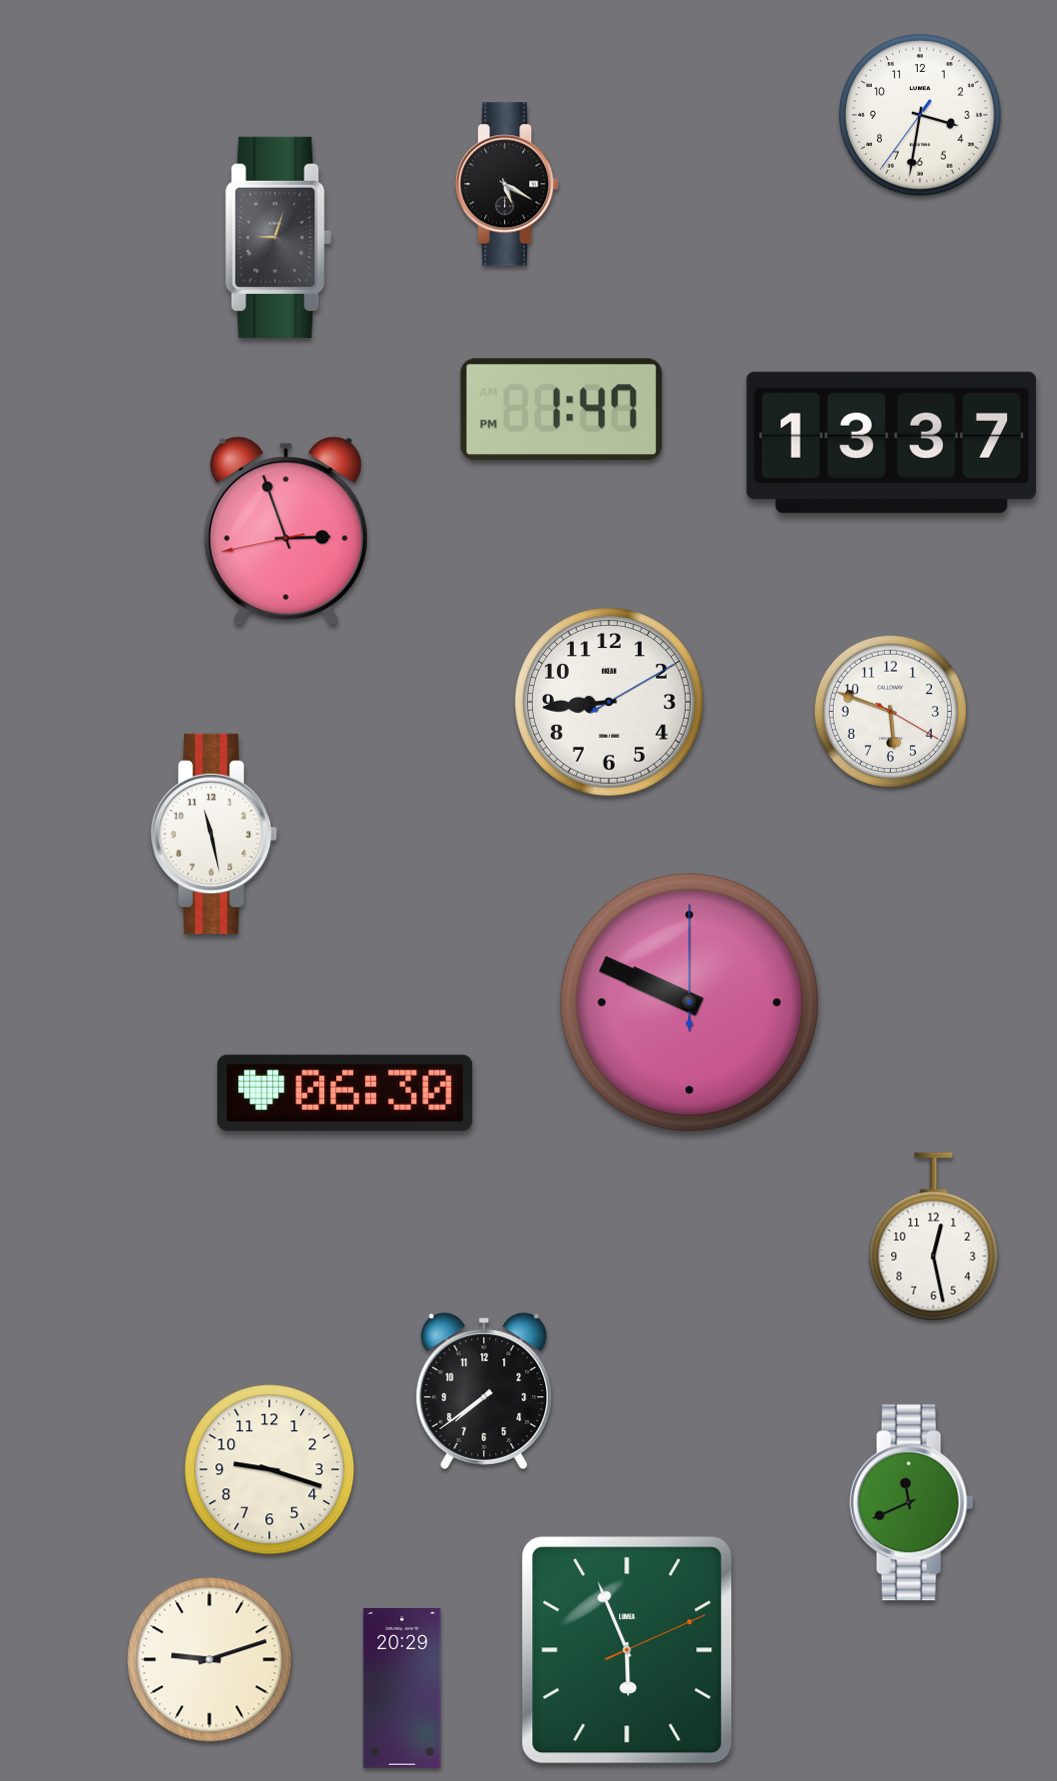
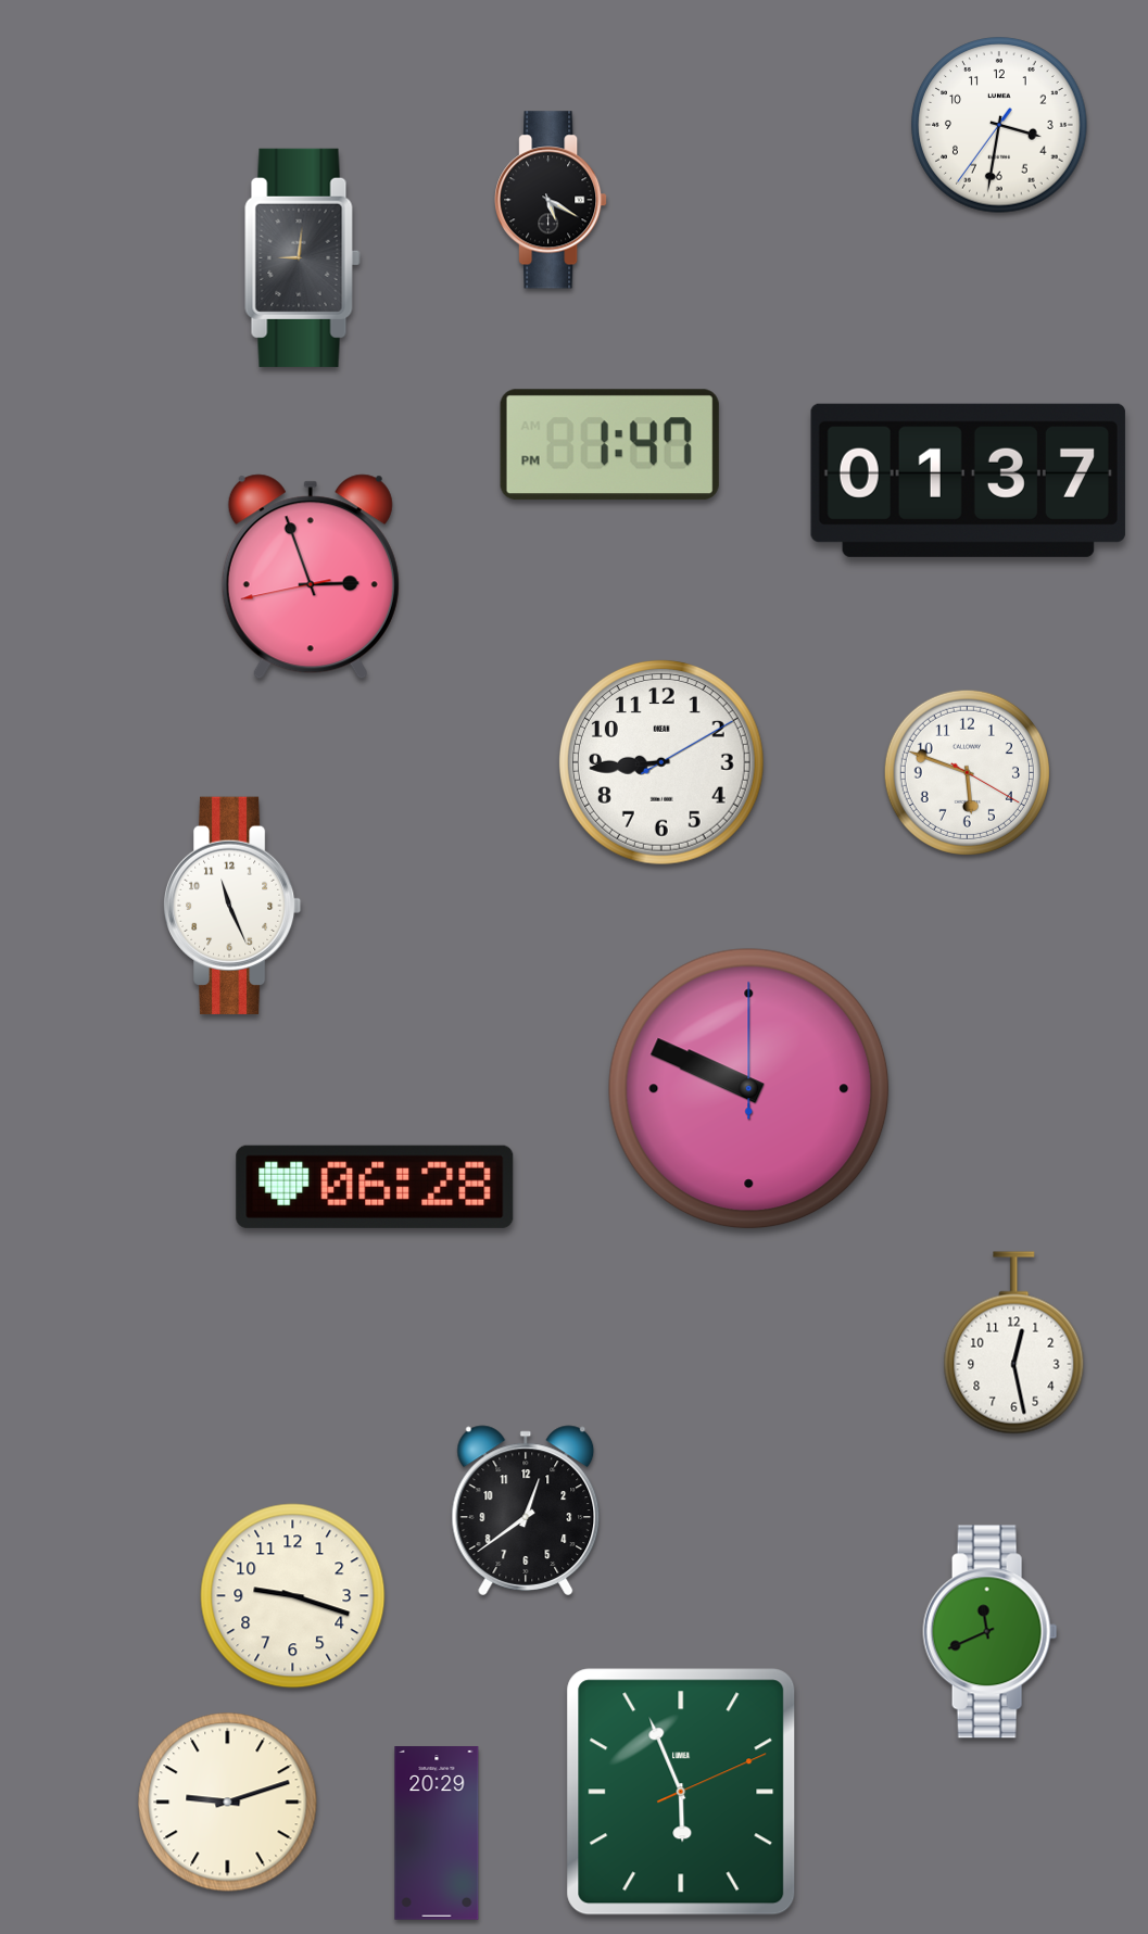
clock at (279, 237): 9:03 -> 9:01
clock at (891, 442): 13:37 -> 01:37
clock at (214, 834): 11:28 -> 11:26
clock at (345, 1093): 06:30 -> 06:28
clock at (484, 1391): 7:39 -> 12:39
